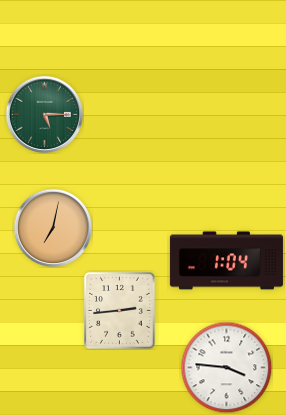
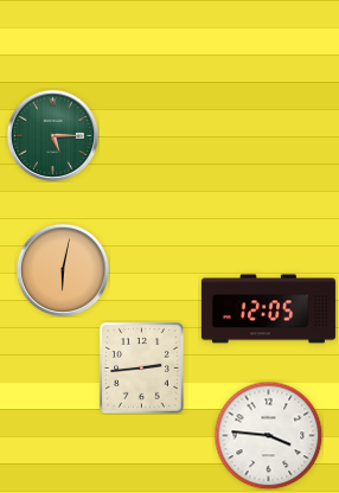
clock at (52, 227): 7:02 -> 6:02
clock at (226, 261): 1:04 -> 12:05
